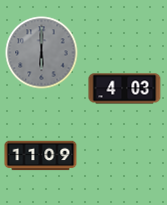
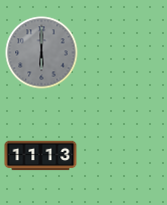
clock at (125, 89): 4:03 -> none
clock at (41, 156): 11:09 -> 11:13
